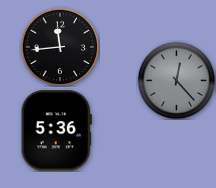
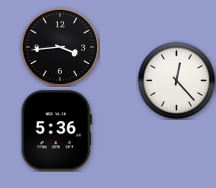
clock at (60, 47): 11:44 -> 3:44
clock at (176, 80) dial: grey -> white
